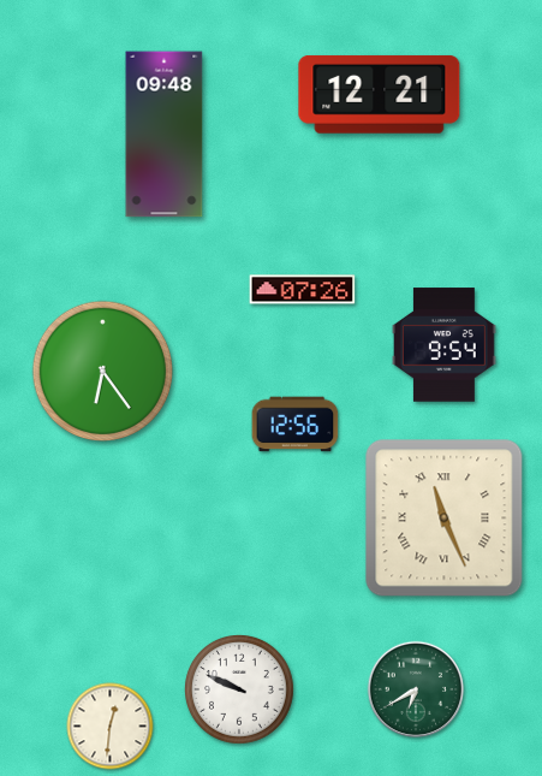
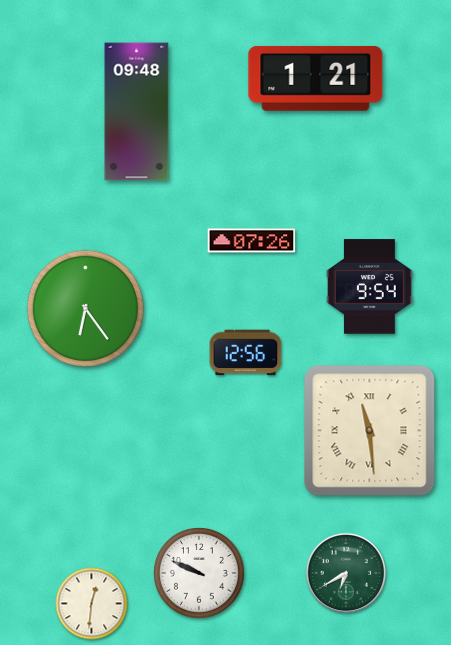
clock at (380, 94): 12:21 -> 1:21
clock at (445, 519): 11:26 -> 11:29
